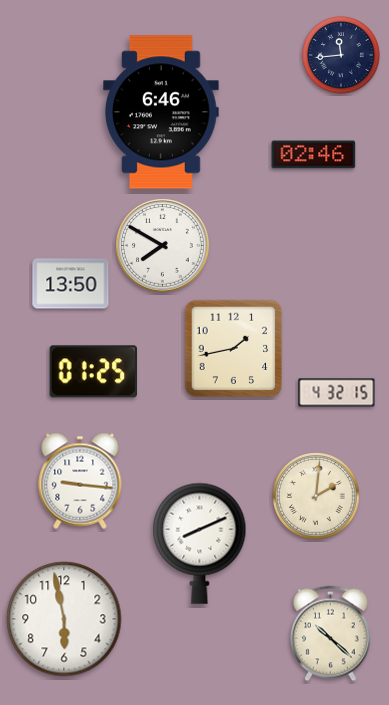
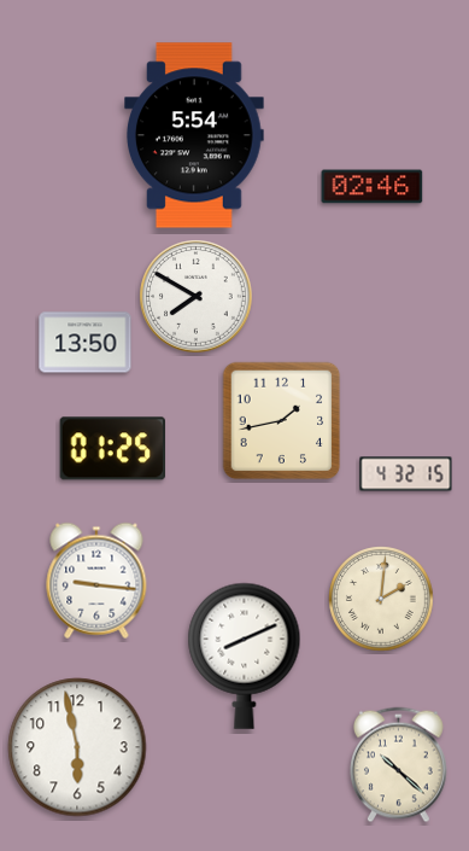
clock at (341, 55): 11:44 -> none
clock at (162, 112): 6:46 -> 5:54
clock at (314, 155) position: (314, 155) -> (373, 187)
clock at (200, 543) position: (200, 543) -> (245, 655)
